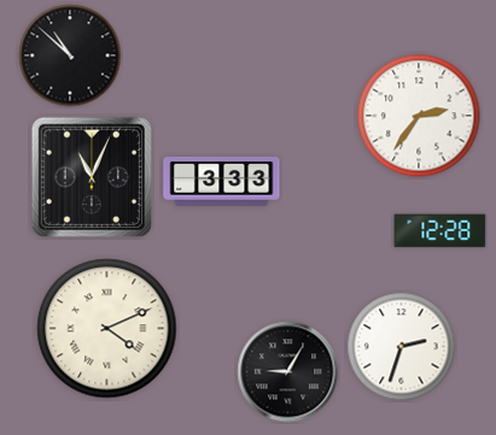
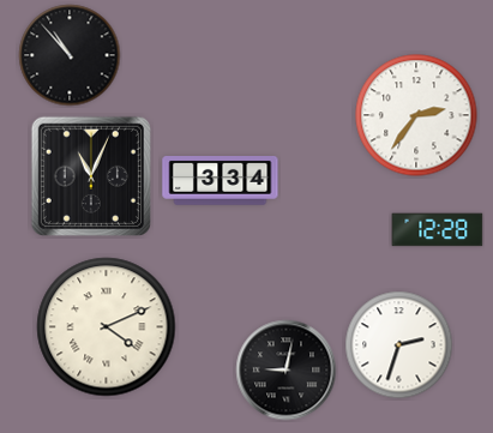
clock at (70, 55): 10:52 -> 10:53
clock at (222, 182): 3:33 -> 3:34
clock at (288, 372): 9:05 -> 9:02
